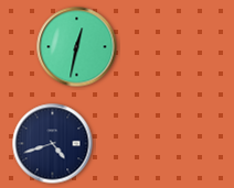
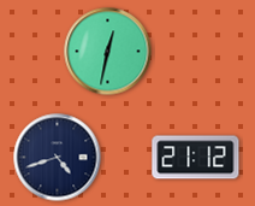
clock at (77, 47) position: (77, 47) -> (108, 52)
clock at (196, 158): none -> 21:12
